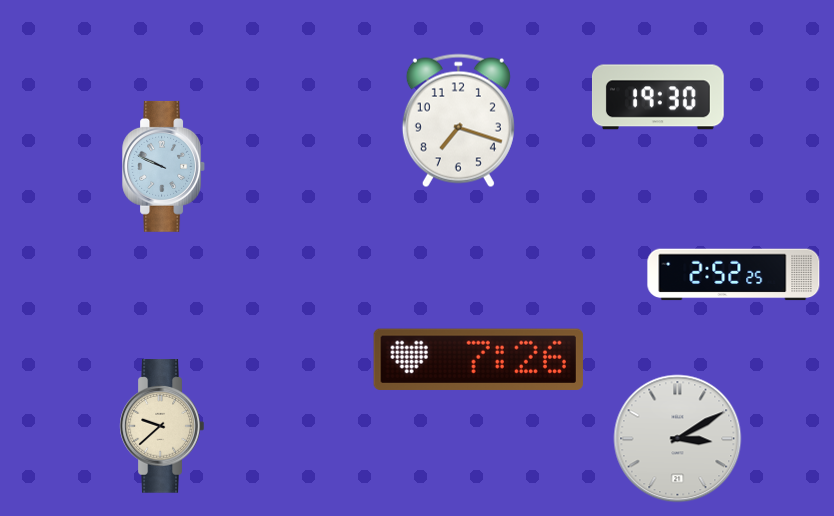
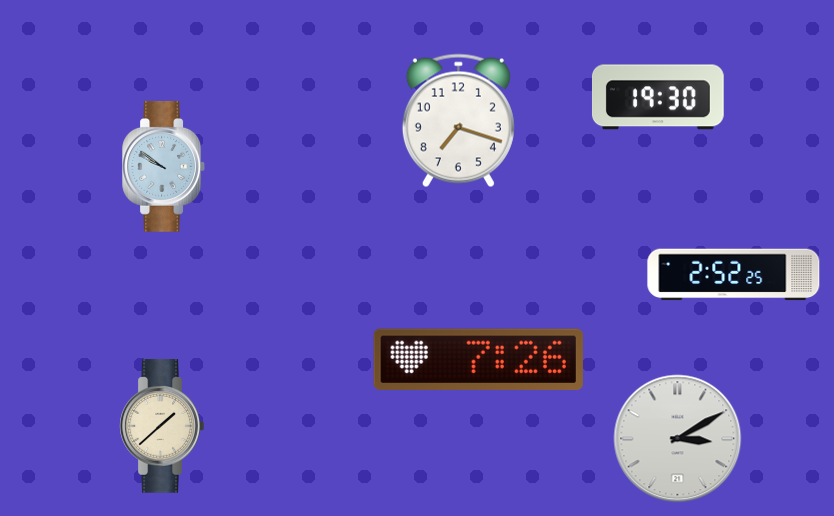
clock at (164, 166): 9:49 -> 9:51
clock at (162, 426): 9:38 -> 1:38
